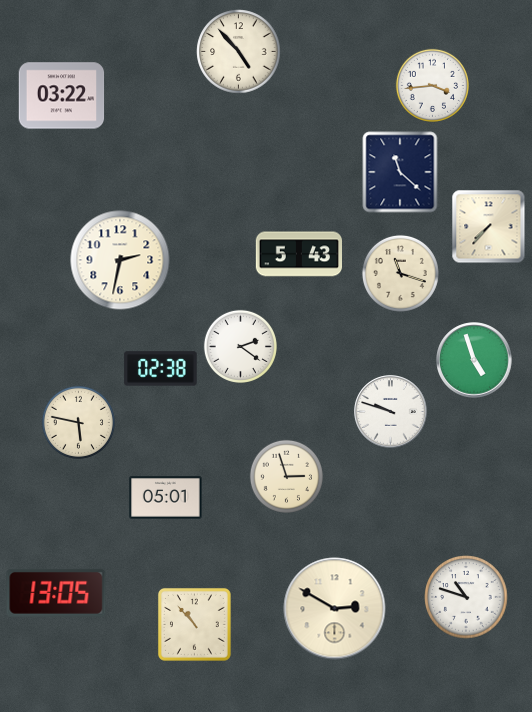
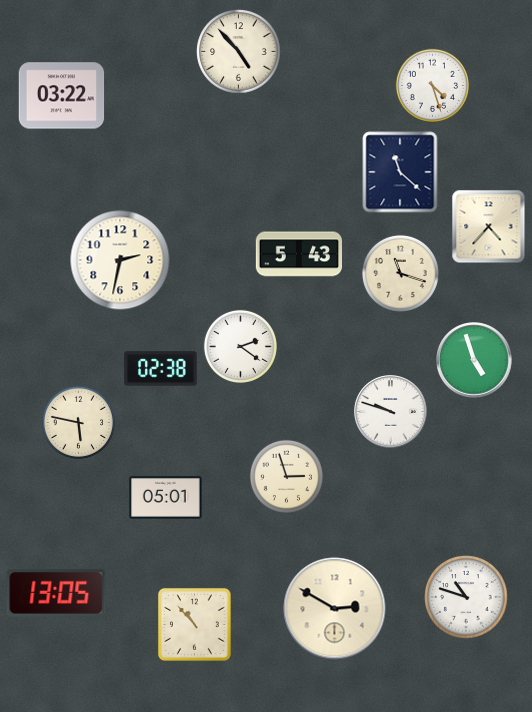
clock at (432, 85): 3:44 -> 4:27
clock at (489, 227): 7:37 -> 4:37
